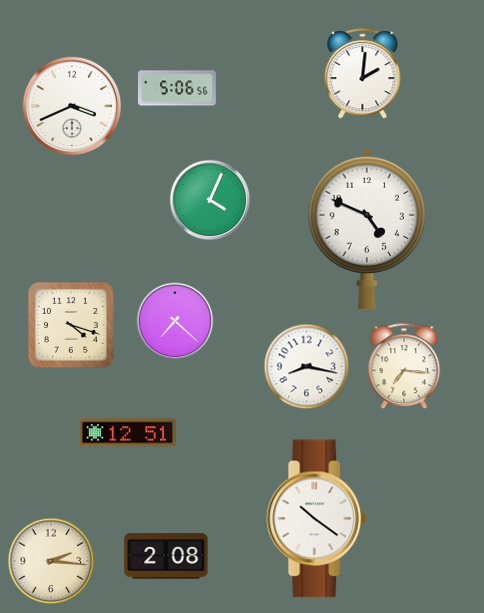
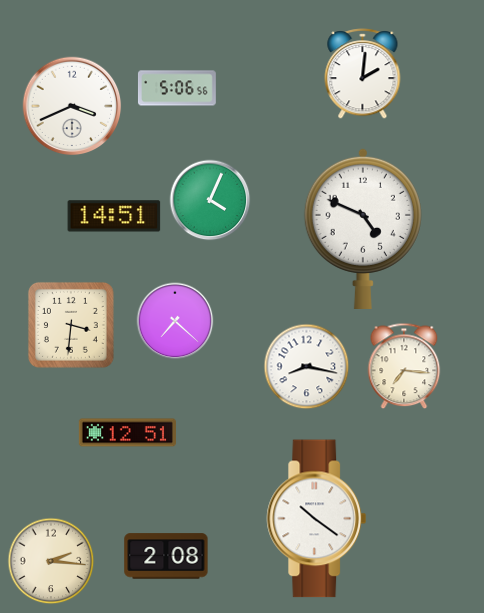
clock at (114, 216): none -> 14:51
clock at (367, 228) position: (367, 228) -> (363, 228)
clock at (71, 325): 4:18 -> 3:31
